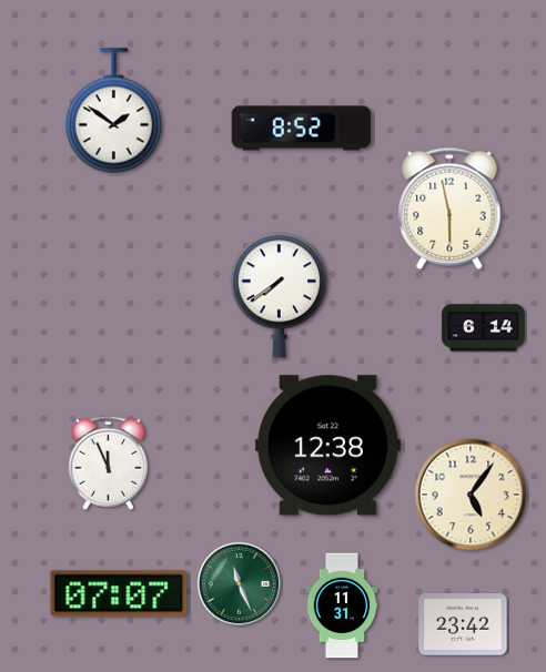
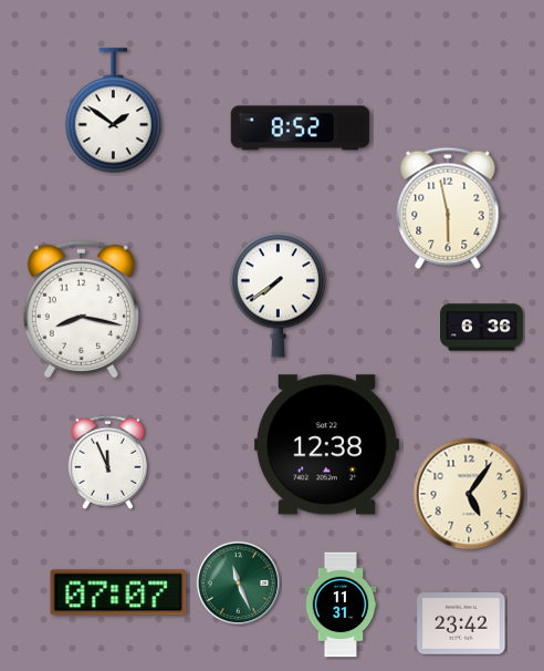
clock at (81, 309): none -> 8:17
clock at (484, 328): 6:14 -> 6:36
